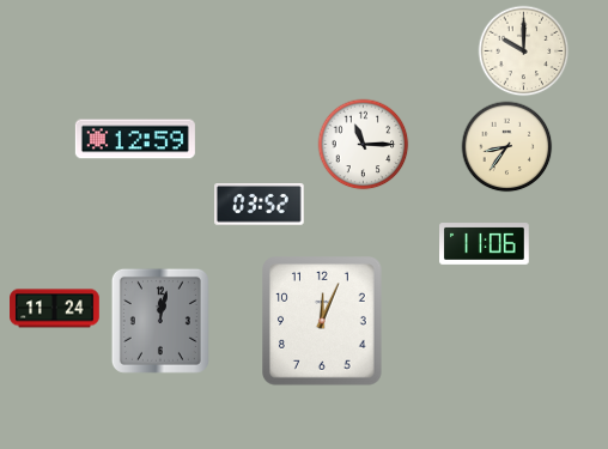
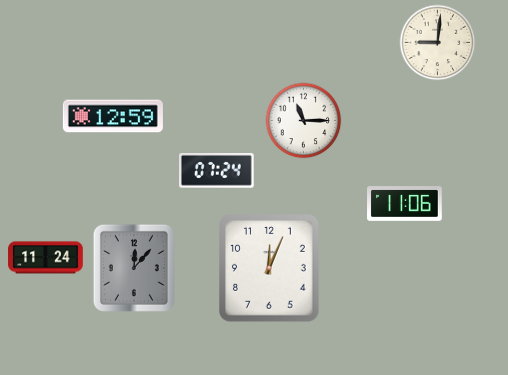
clock at (524, 51): 10:00 -> 9:01
clock at (507, 147): 8:36 -> none
clock at (260, 205): 03:52 -> 07:24
clock at (160, 321): 12:02 -> 12:07
